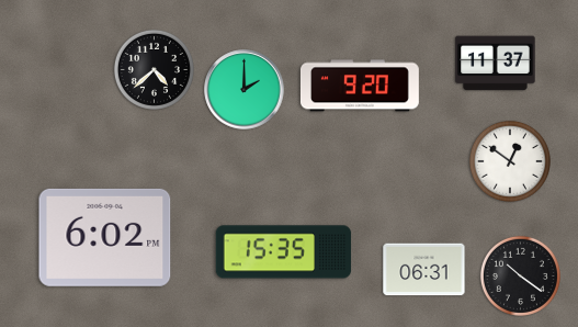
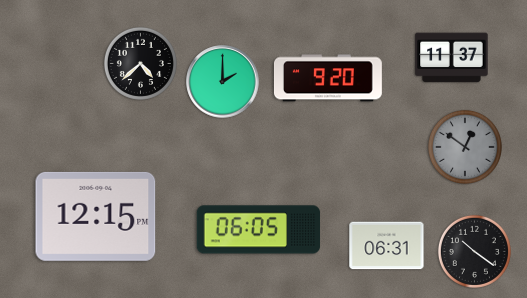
clock at (510, 161) dial: white -> grey
clock at (105, 237): 6:02 -> 12:15
clock at (284, 252): 15:35 -> 06:05
